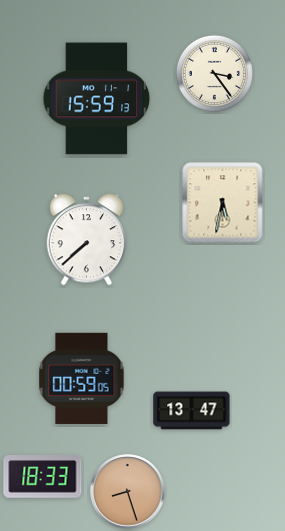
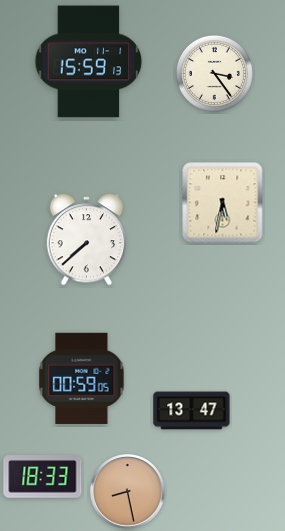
clock at (97, 99) position: (97, 99) -> (89, 62)
clock at (128, 492): 8:27 -> 8:28
